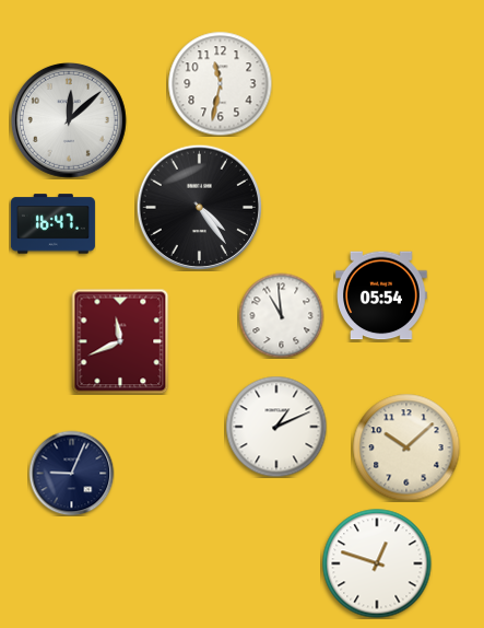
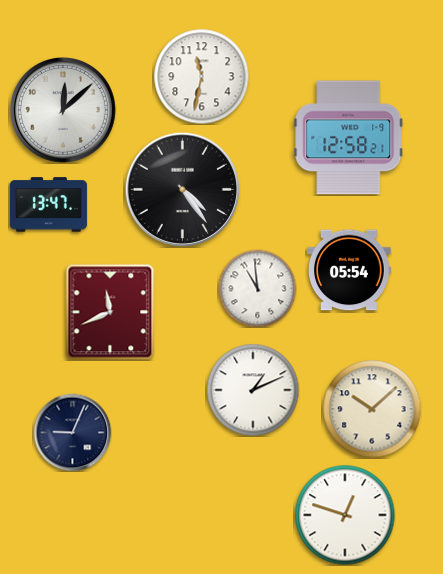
clock at (349, 138): none -> 12:58
clock at (52, 224): 16:47 -> 13:47
clock at (71, 473) position: (71, 473) -> (72, 432)
